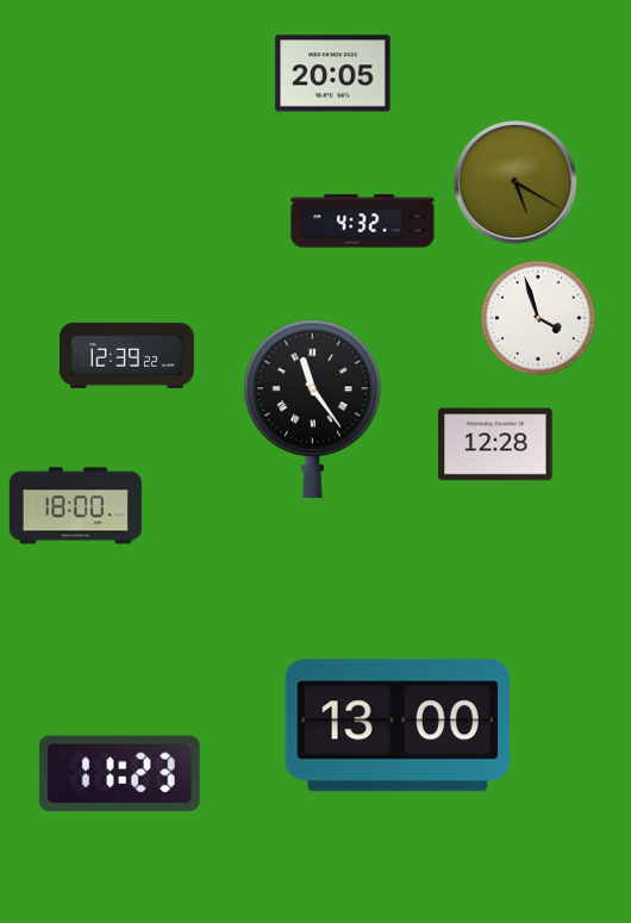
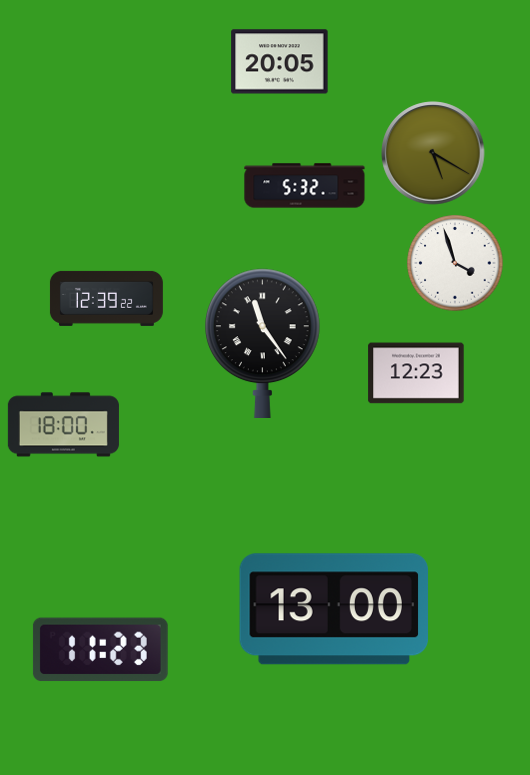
clock at (363, 222): 4:32 -> 5:32
clock at (538, 318) position: (538, 318) -> (455, 263)
clock at (495, 444): 12:28 -> 12:23
